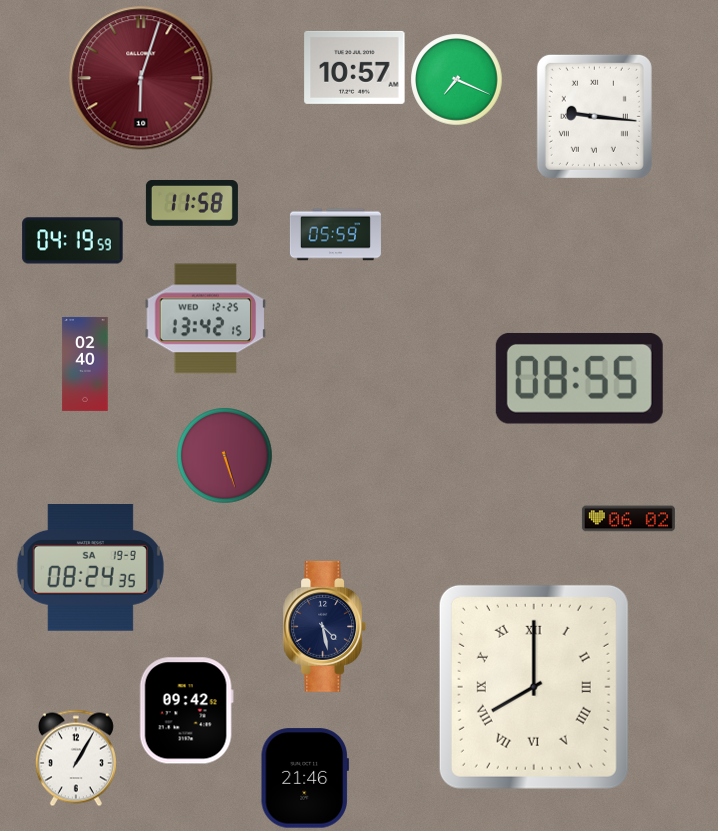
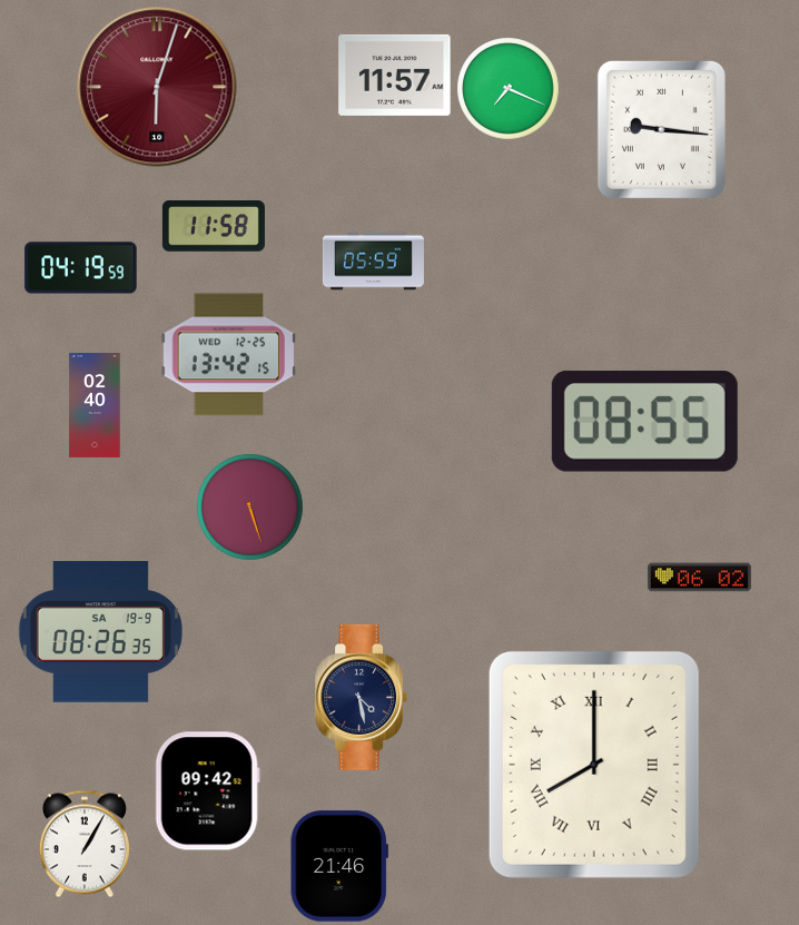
clock at (355, 67): 10:57 -> 11:57
clock at (90, 568): 08:24 -> 08:26
